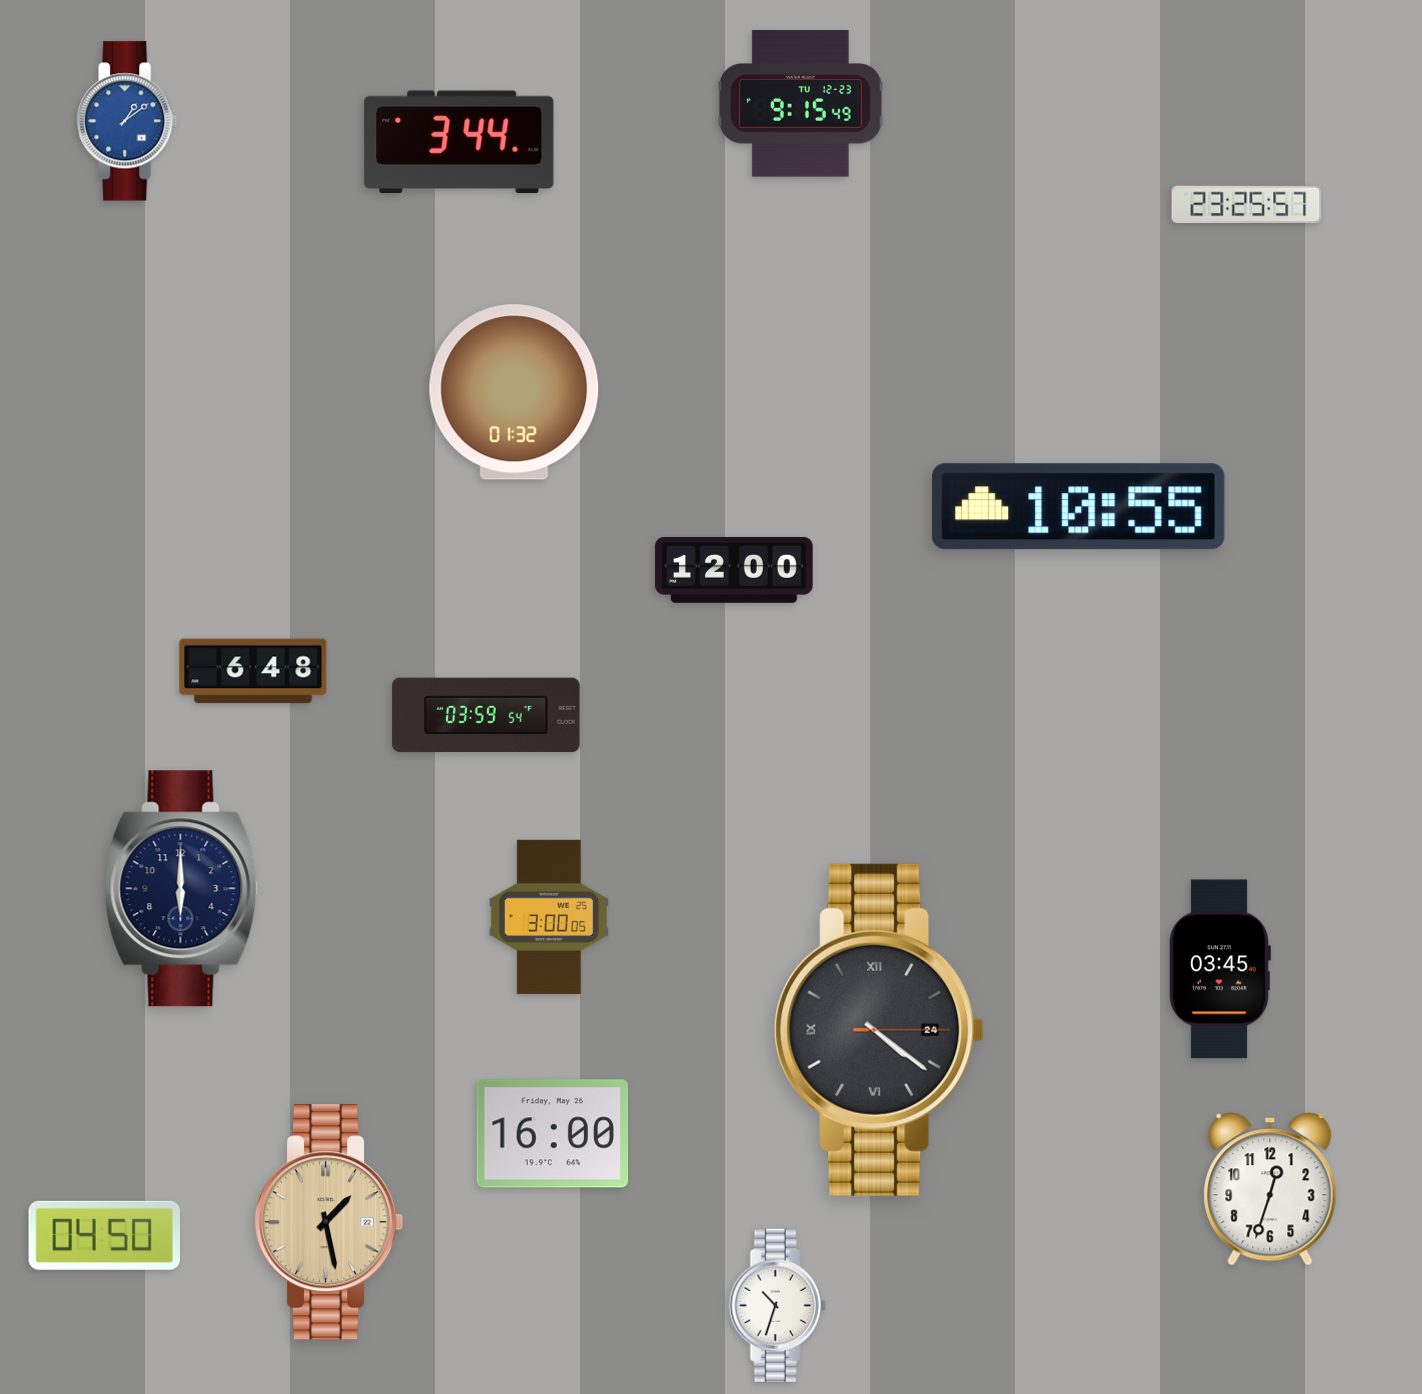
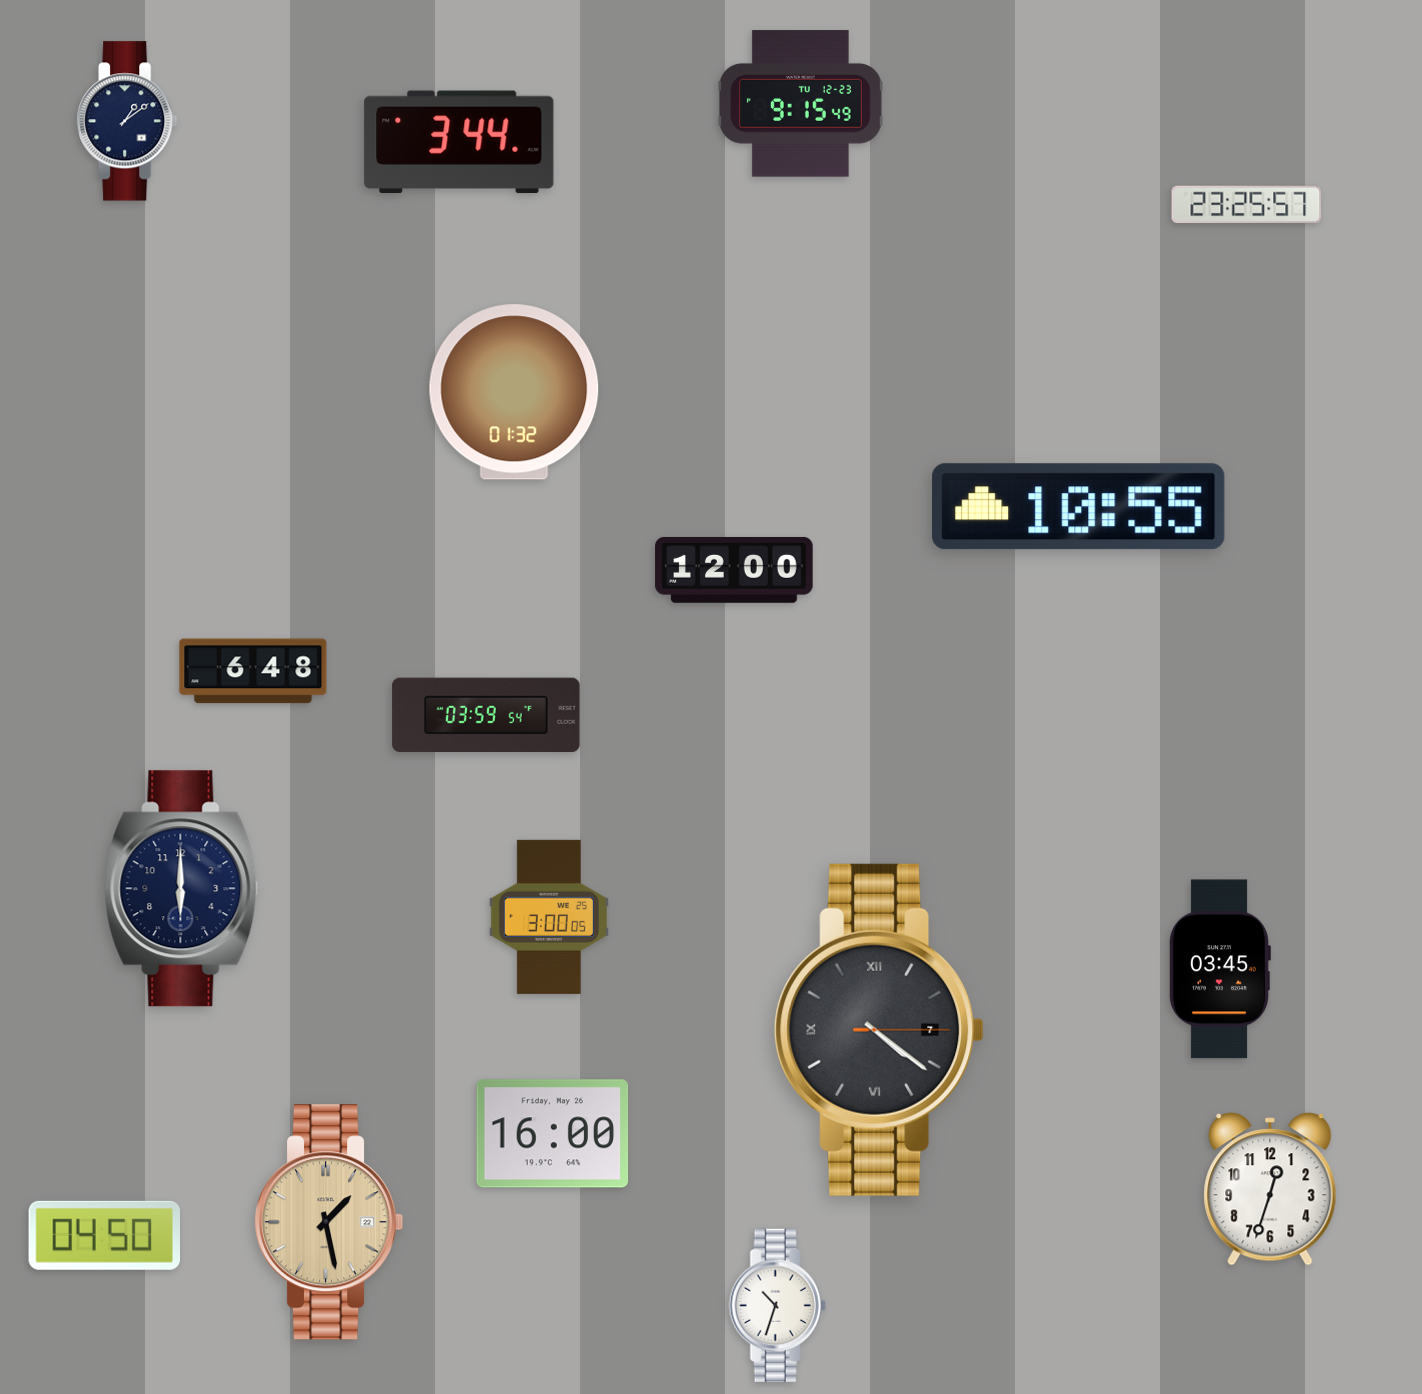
clock at (127, 121) dial: blue -> navy
clock at (879, 1030) date: 24 -> 7
